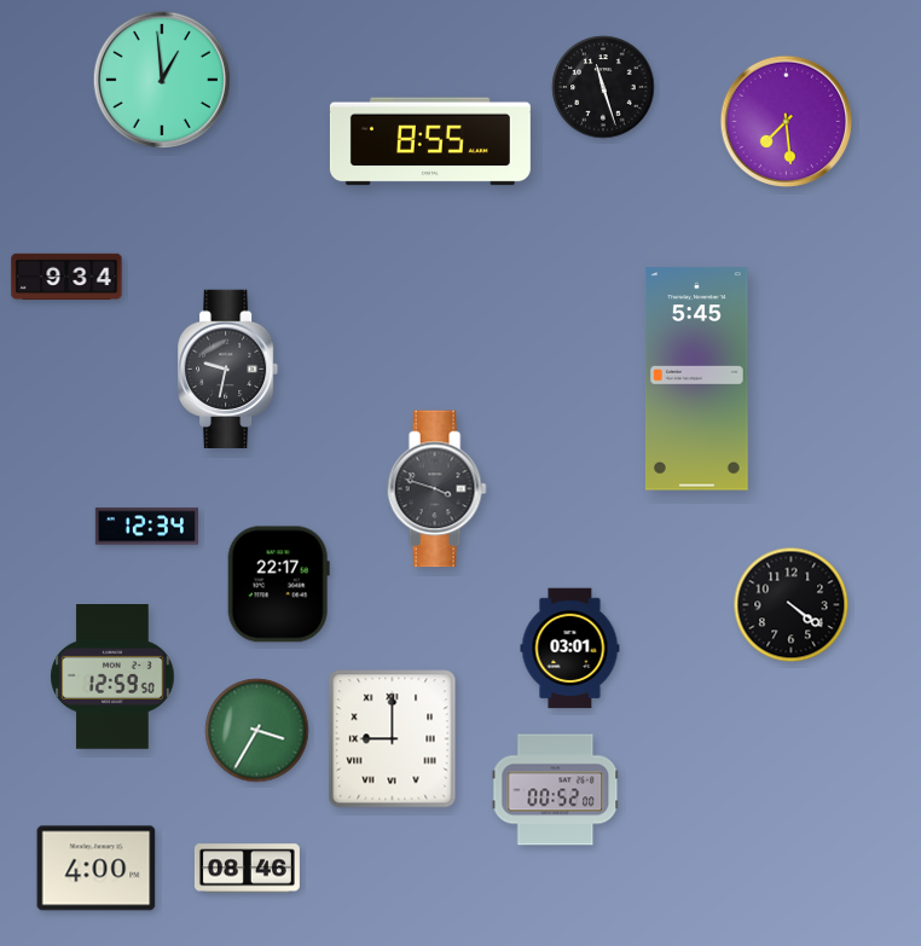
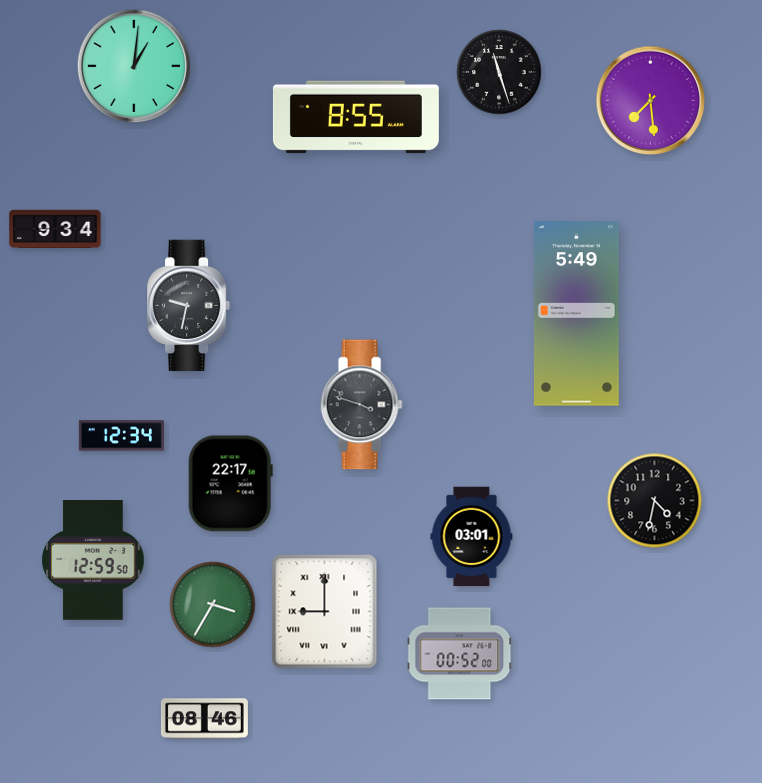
clock at (162, 80): 12:59 -> 1:01
clock at (696, 379): 5:45 -> 5:49
clock at (792, 605): 4:21 -> 4:32
clock at (97, 869): 4:00 -> none
